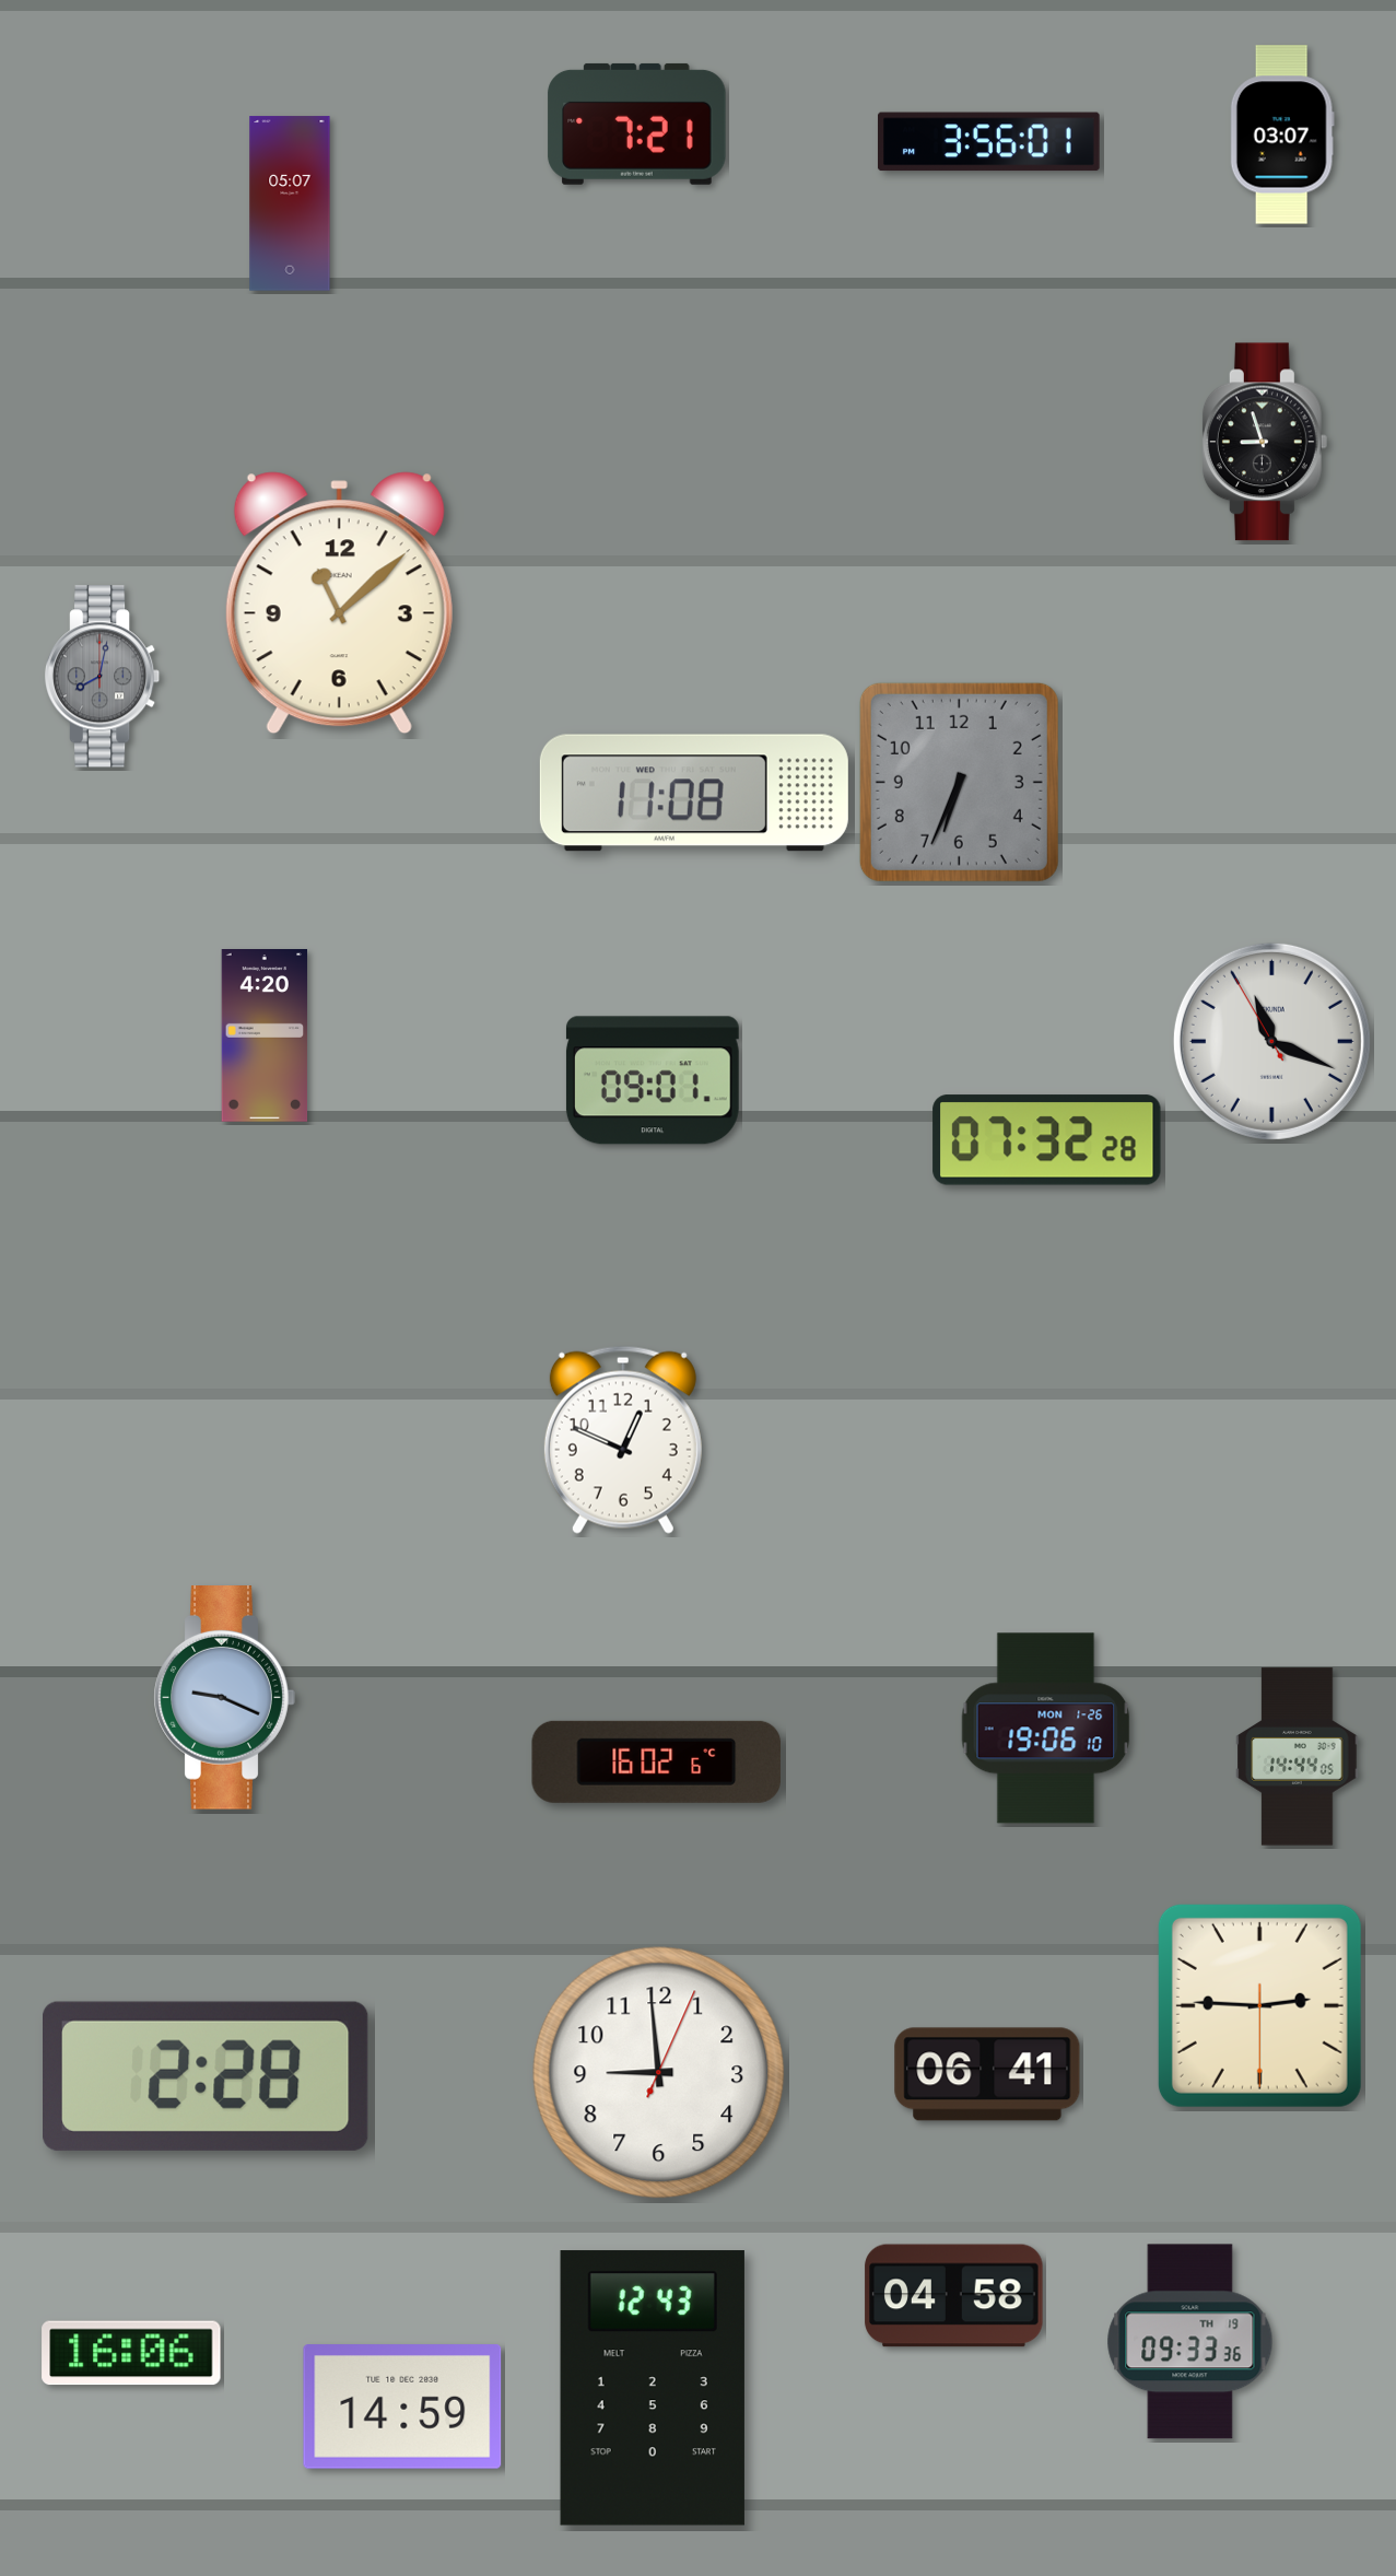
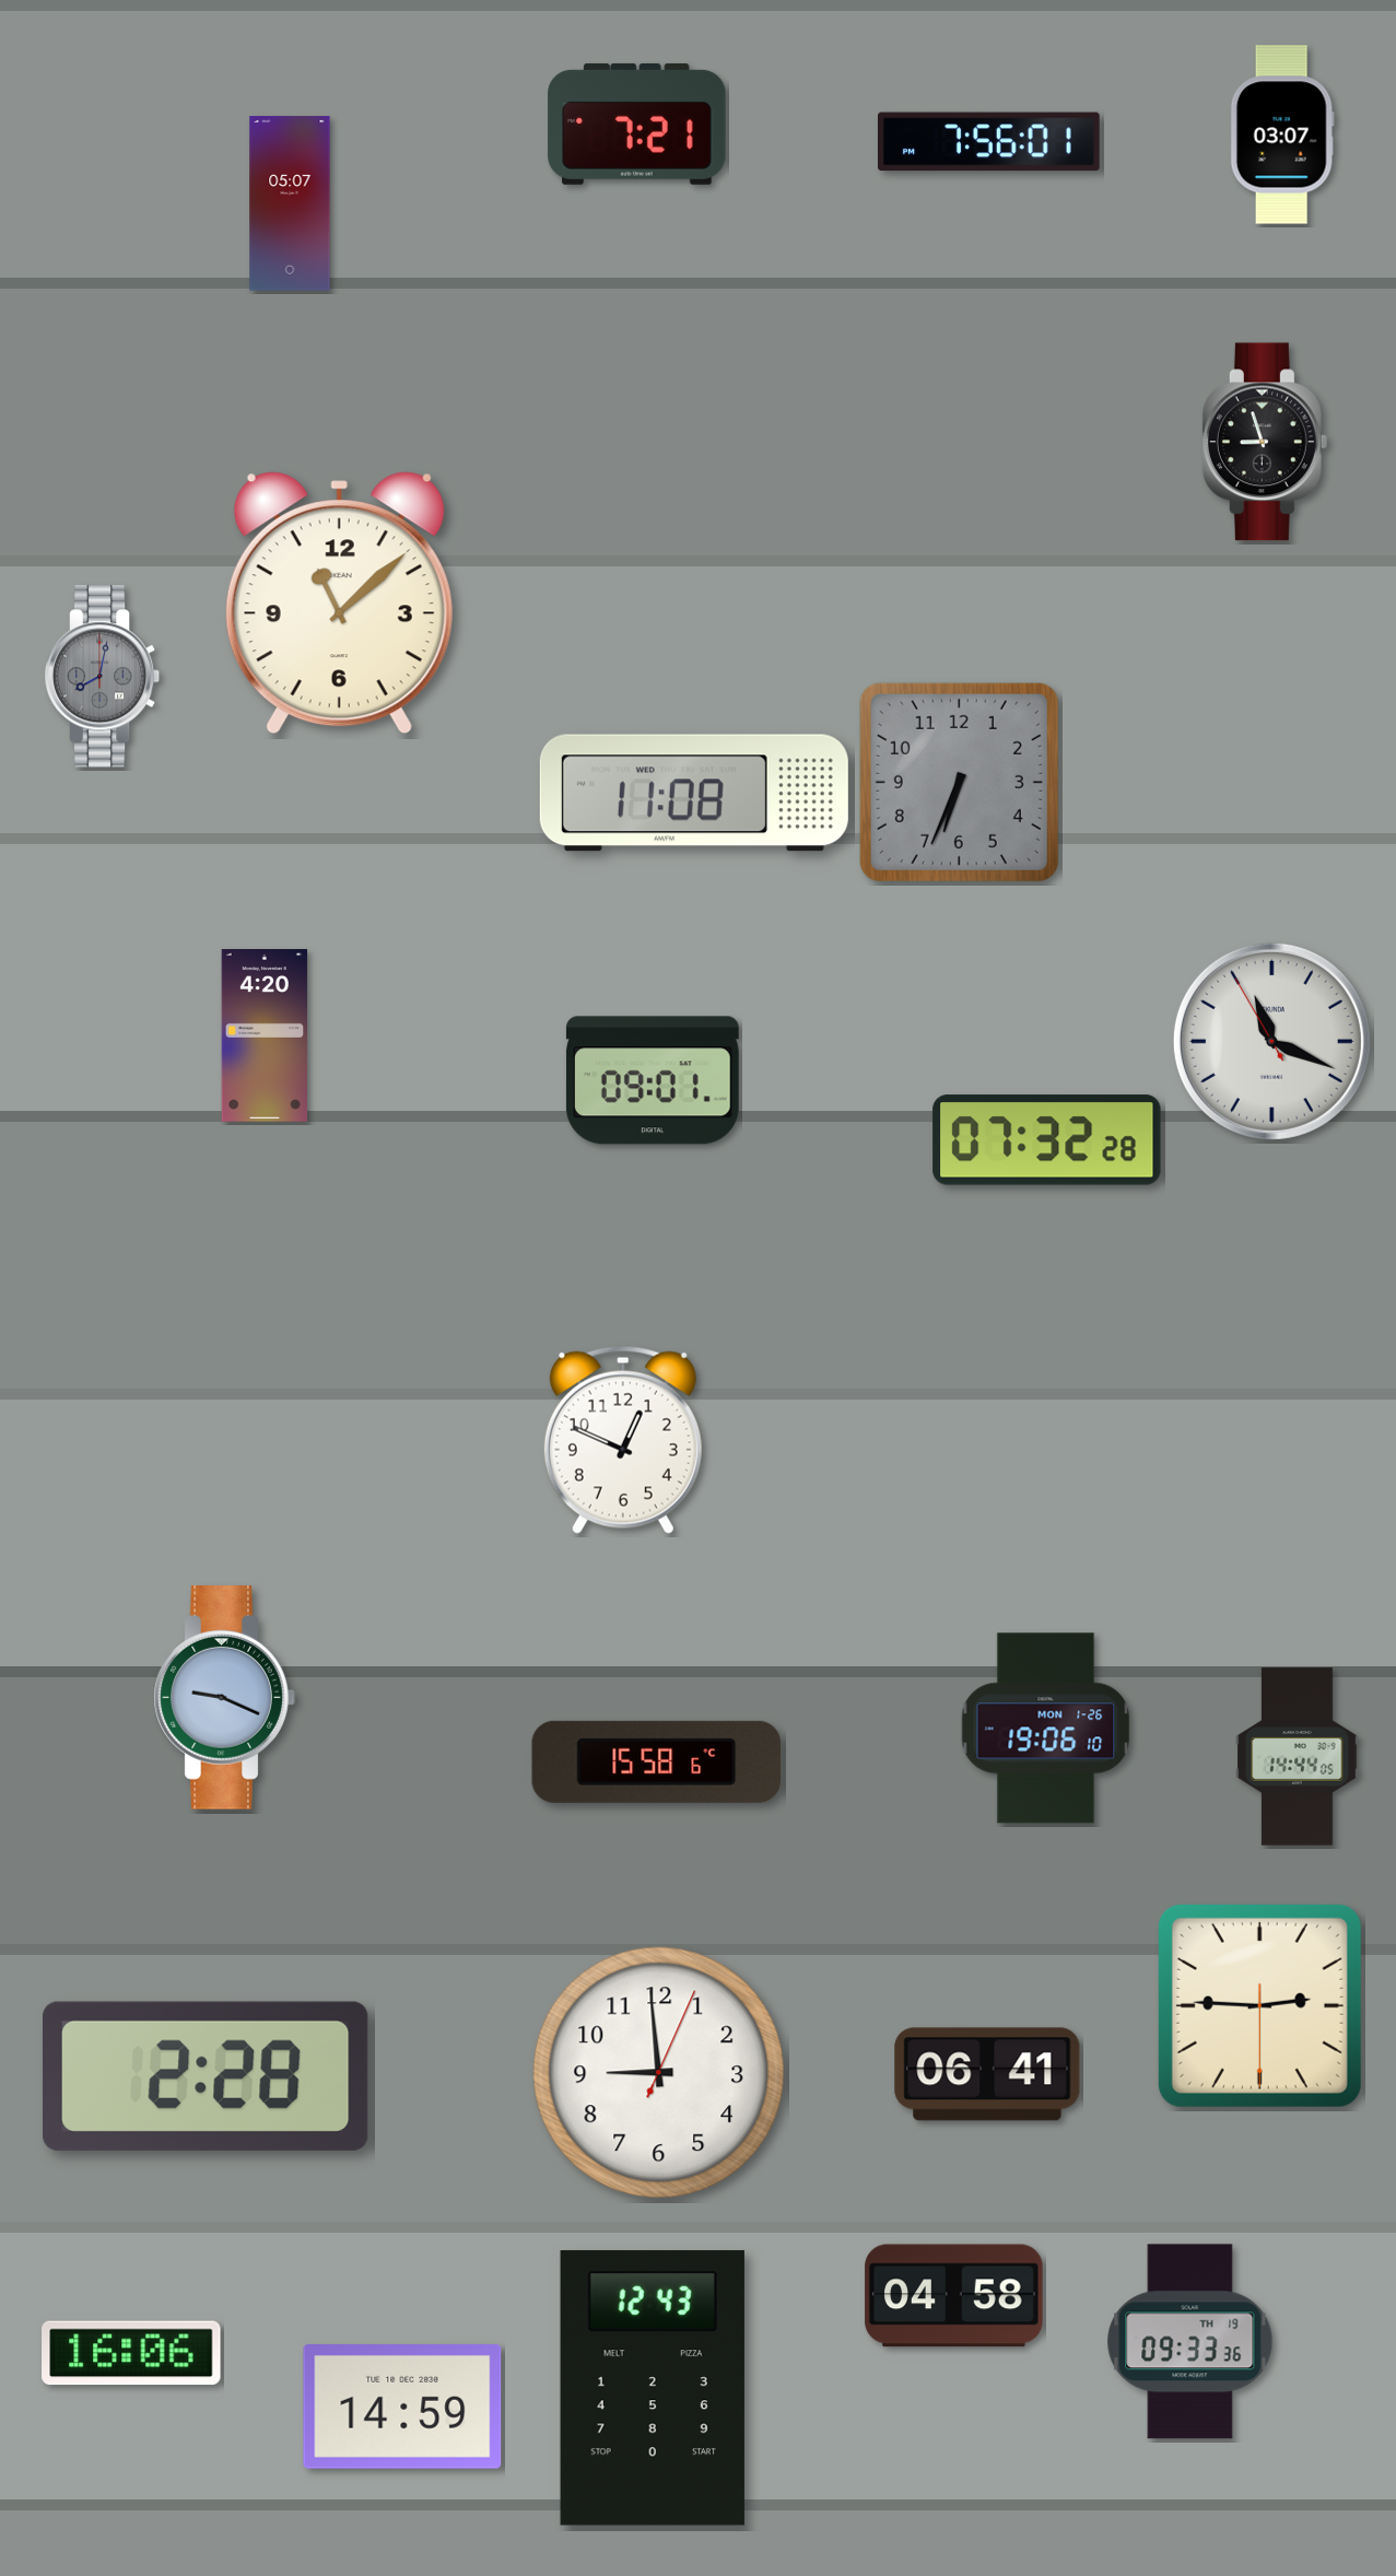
clock at (988, 142): 3:56 -> 7:56
clock at (657, 1761): 16:02 -> 15:58
